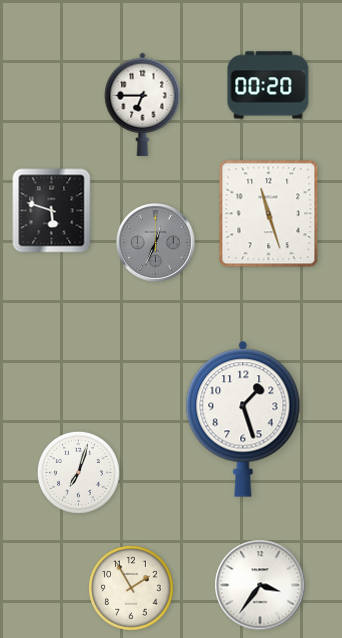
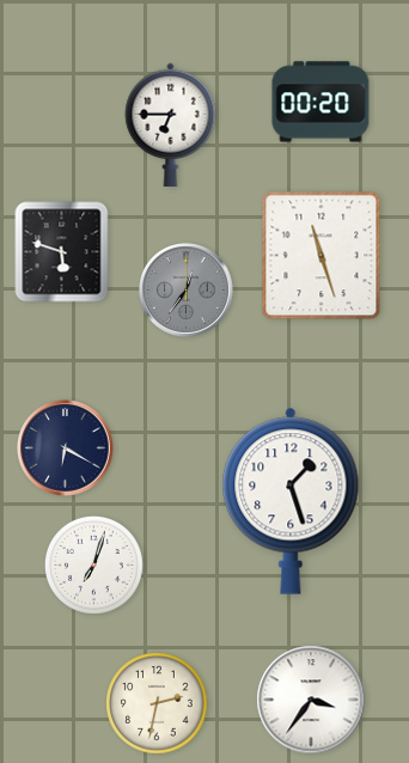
clock at (156, 243): 12:34 -> 12:36
clock at (66, 448): none -> 6:20
clock at (131, 588): 1:55 -> 2:32
